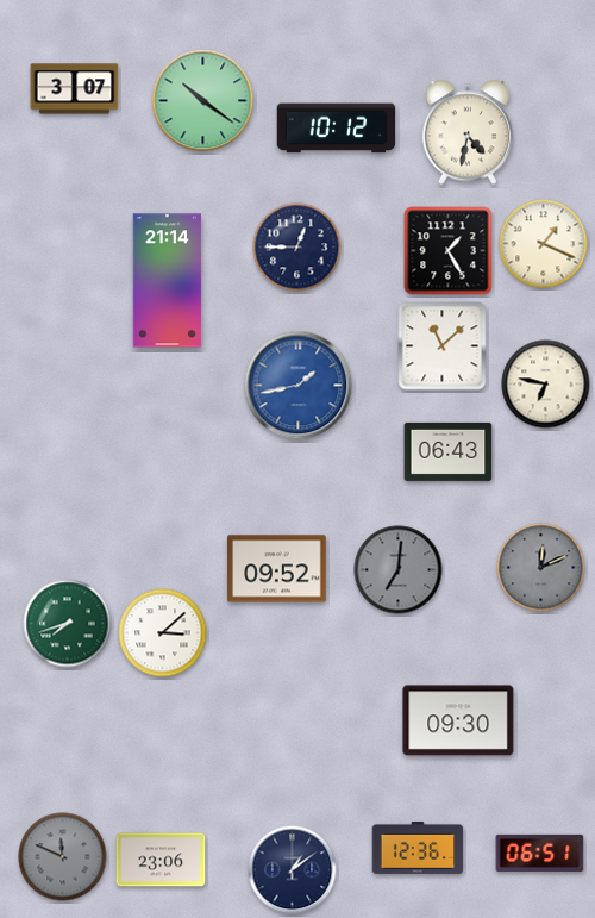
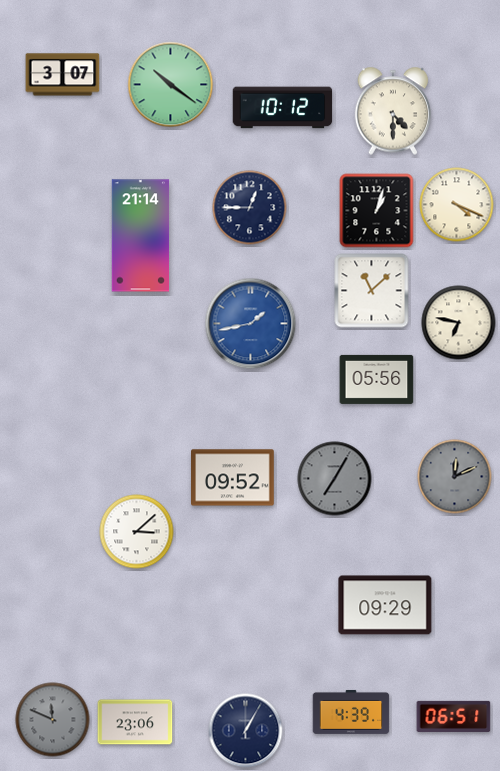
clock at (468, 132): 4:32 -> 4:30
clock at (544, 244): 1:19 -> 4:19
clock at (449, 251): 1:25 -> 1:03
clock at (449, 451): 06:43 -> 05:56
clock at (399, 570): 7:01 -> 7:05
clock at (68, 624): 7:42 -> none
clock at (458, 720): 09:30 -> 09:29
clock at (418, 848): 12:36 -> 4:39
clock at (293, 870): 1:09 -> 1:05
